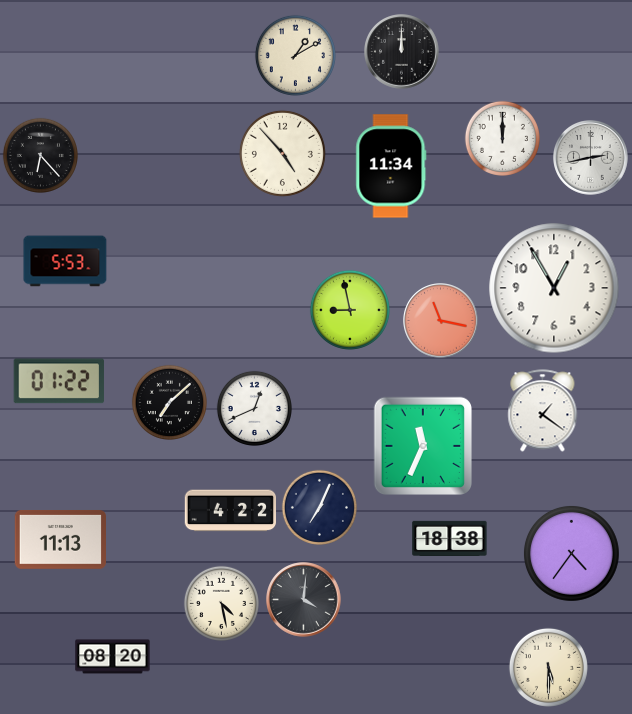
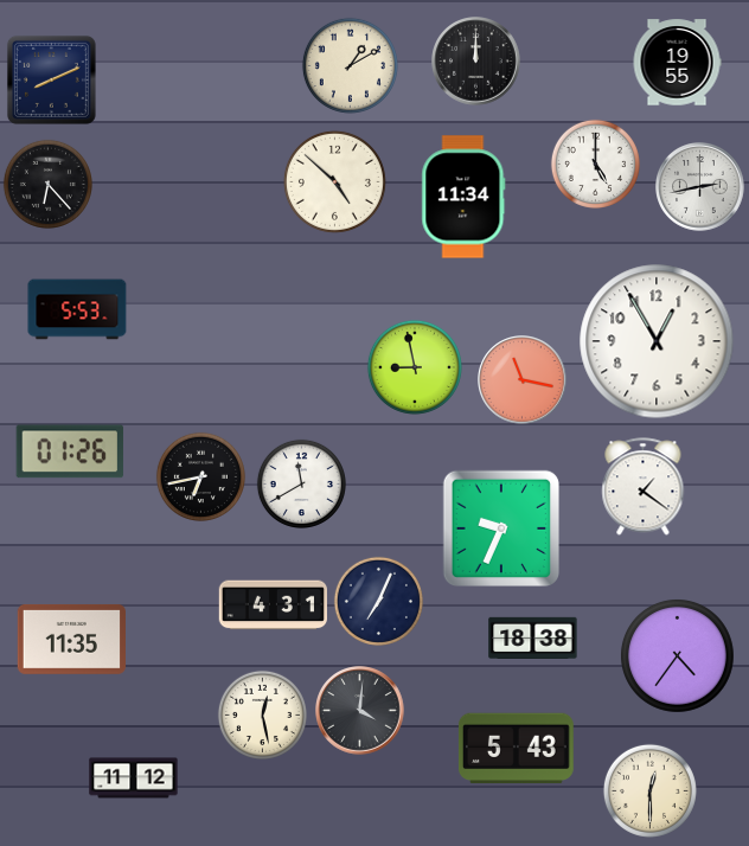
clock at (677, 63): none -> 19:55
clock at (51, 79): none -> 8:11
clock at (502, 138): 12:00 -> 5:00
clock at (282, 153): 4:53 -> 4:52
clock at (59, 381): 01:22 -> 01:26
clock at (169, 402): 7:08 -> 6:43
clock at (254, 408): 12:41 -> 11:40
clock at (422, 445): 11:34 -> 9:34
clock at (230, 511): 4:22 -> 4:31
clock at (60, 539): 11:13 -> 11:35
clock at (221, 603): 4:28 -> 12:28
clock at (517, 749): none -> 5:43
clock at (113, 657): 08:20 -> 11:12
clock at (548, 667): 5:30 -> 12:30
